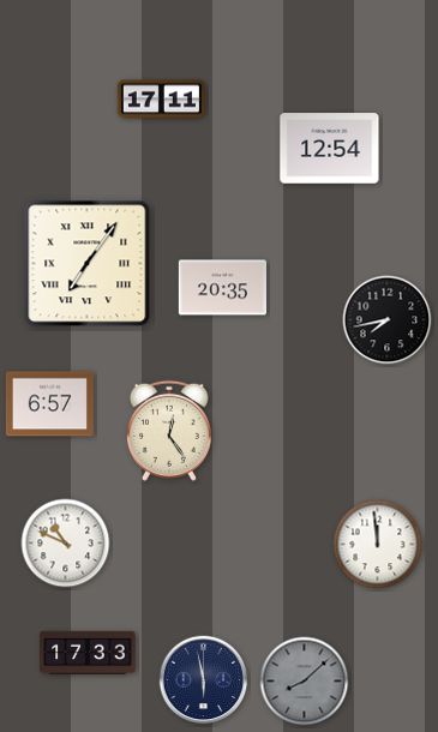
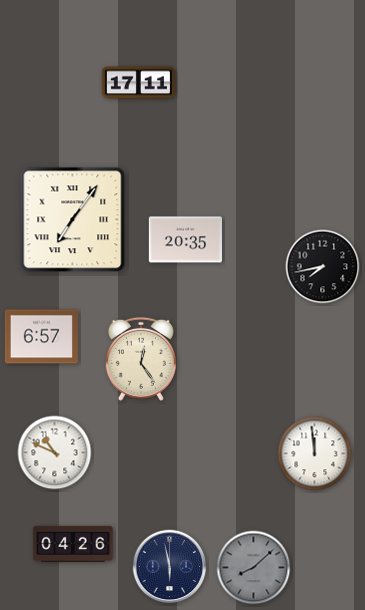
clock at (161, 100) position: (161, 100) -> (138, 83)
clock at (330, 149): 12:54 -> none
clock at (88, 653): 17:33 -> 04:26
